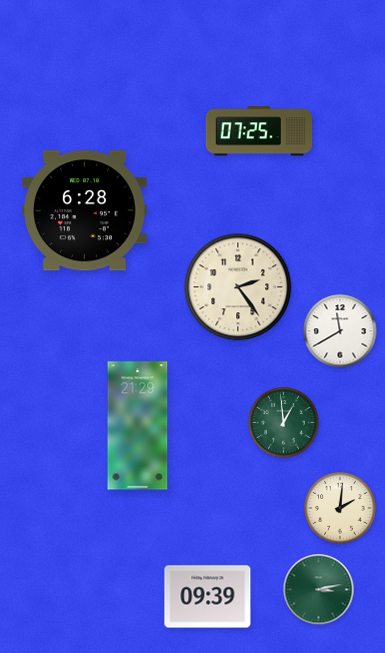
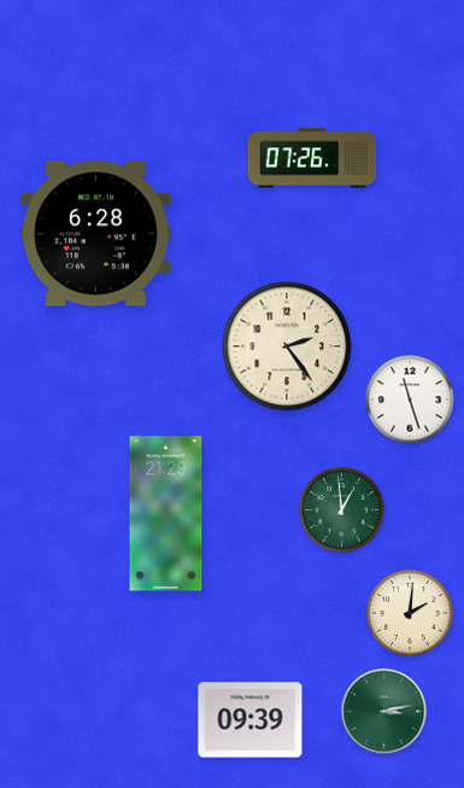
clock at (259, 131): 07:25 -> 07:26
clock at (85, 211) position: (85, 211) -> (96, 234)
clock at (340, 331): 11:40 -> 11:27
